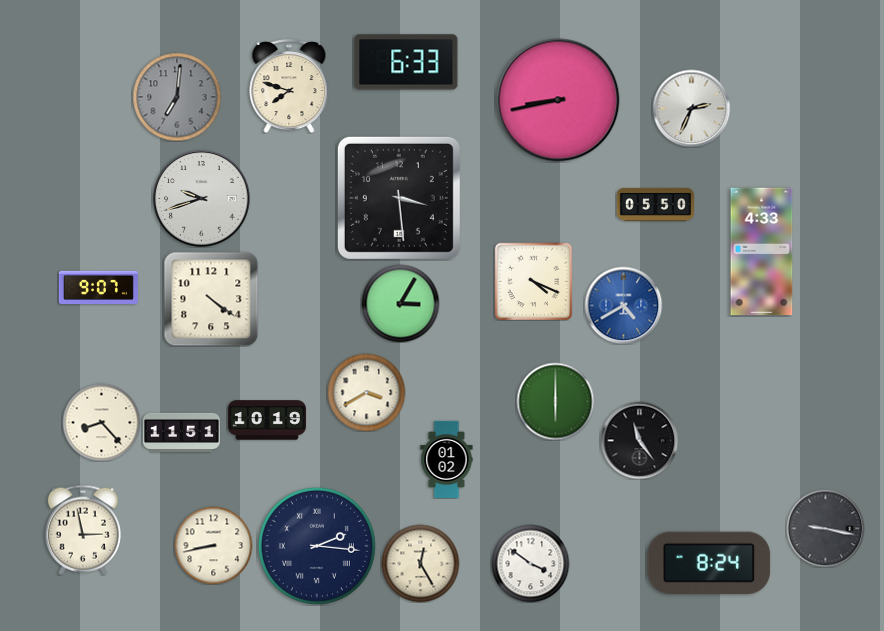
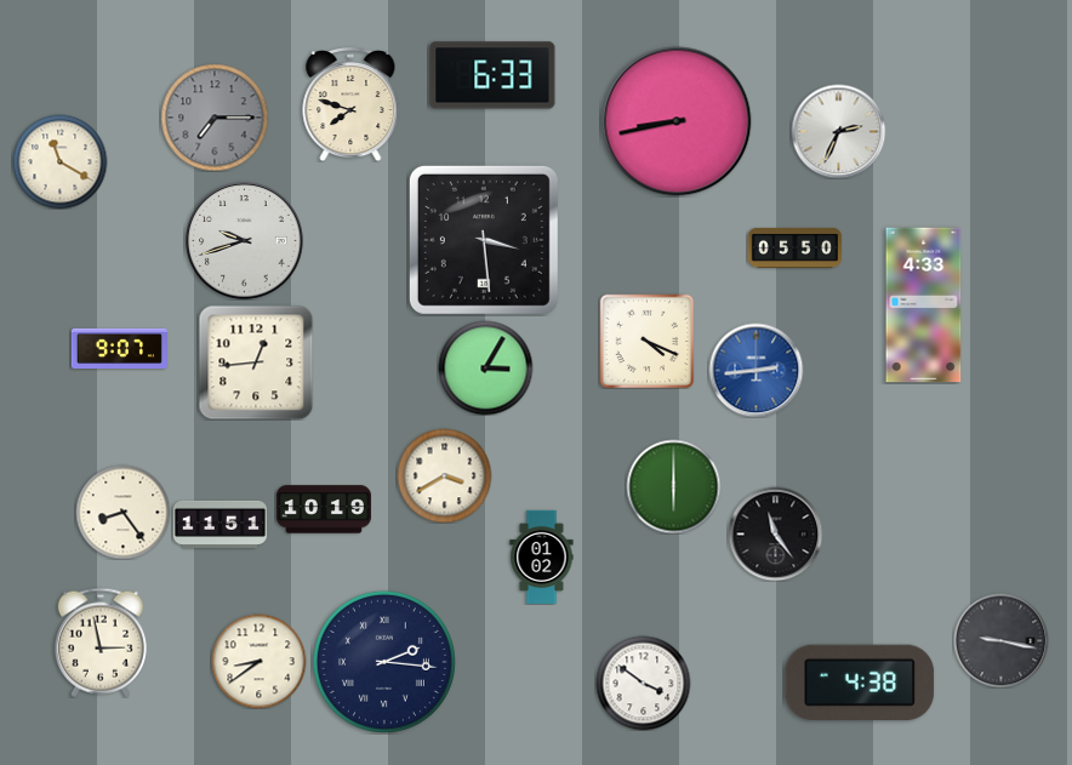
clock at (177, 97): 7:01 -> 7:15
clock at (59, 161): none -> 11:20
clock at (211, 299): 4:21 -> 12:44
clock at (623, 305): 4:40 -> 2:44
clock at (101, 422): 8:23 -> 8:24
clock at (213, 545): 8:43 -> 8:39
clock at (420, 563): 12:25 -> none
clock at (709, 563): 8:24 -> 4:38
